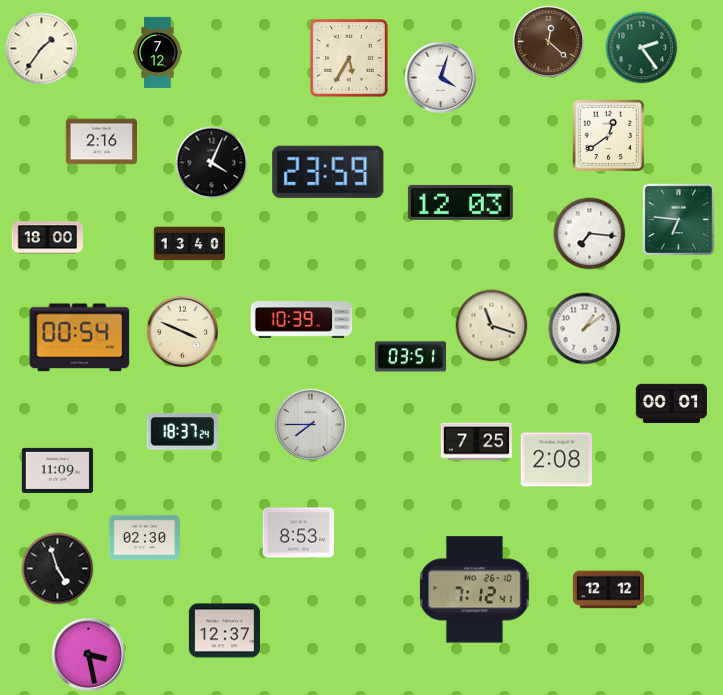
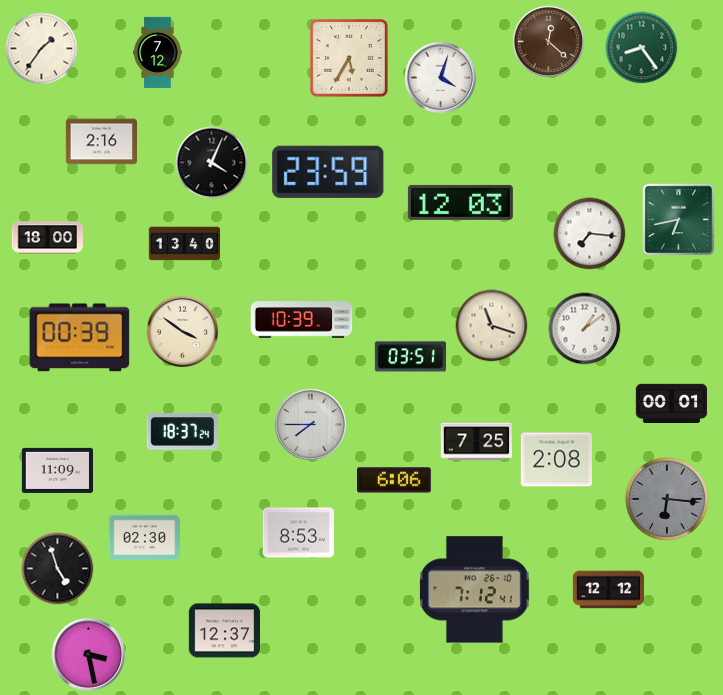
clock at (642, 48): 2:24 -> 8:24
clock at (609, 136): 12:39 -> none
clock at (679, 220): 6:46 -> 6:43
clock at (190, 244) position: (190, 244) -> (185, 244)
clock at (183, 332): 3:49 -> 3:51
clock at (80, 338): 00:54 -> 00:39
clock at (395, 480): none -> 6:06
clock at (667, 499): none -> 6:16
